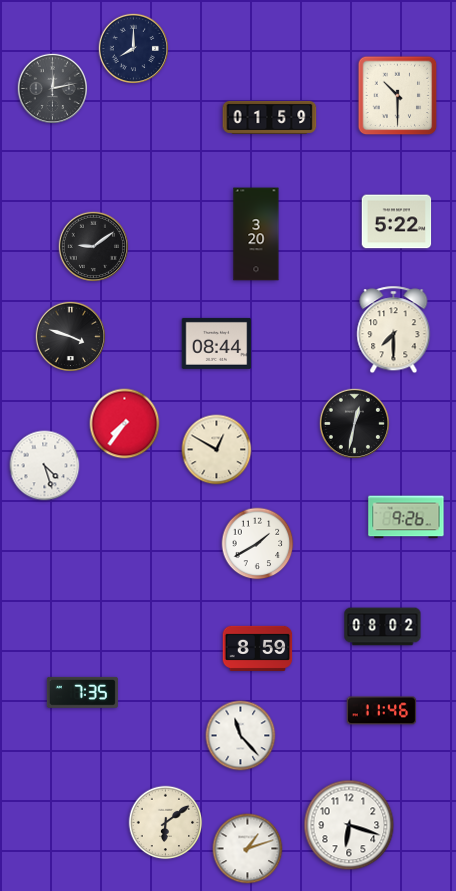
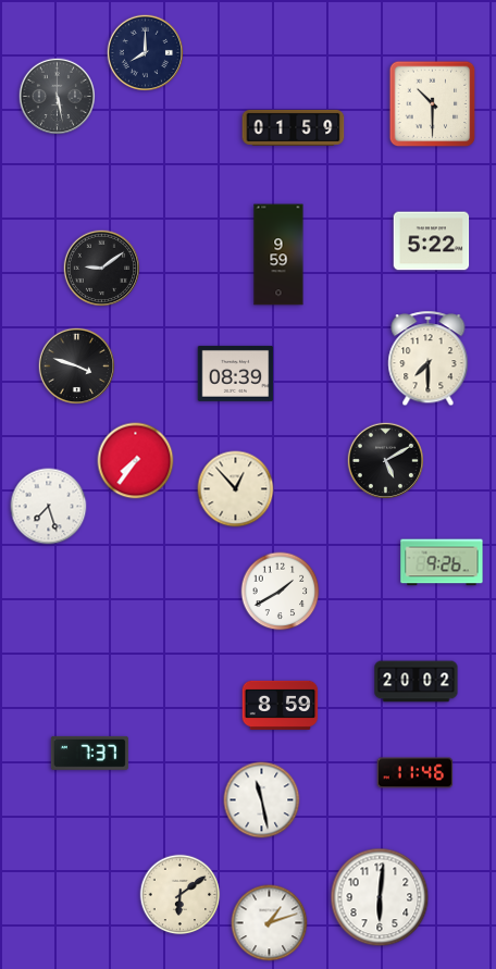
clock at (52, 88): 12:13 -> 5:28
clock at (256, 234): 3:20 -> 9:59
clock at (217, 343): 08:44 -> 08:39
clock at (354, 423): 12:32 -> 5:10
clock at (217, 450): 12:50 -> 12:53
clock at (45, 466): 4:27 -> 7:27
clock at (383, 627): 08:02 -> 20:02
clock at (82, 692): 7:35 -> 7:37
clock at (241, 736): 11:23 -> 11:28
clock at (349, 825): 6:18 -> 6:01
